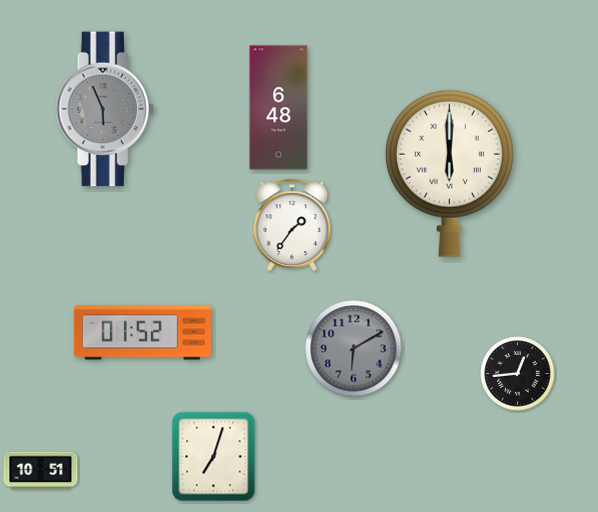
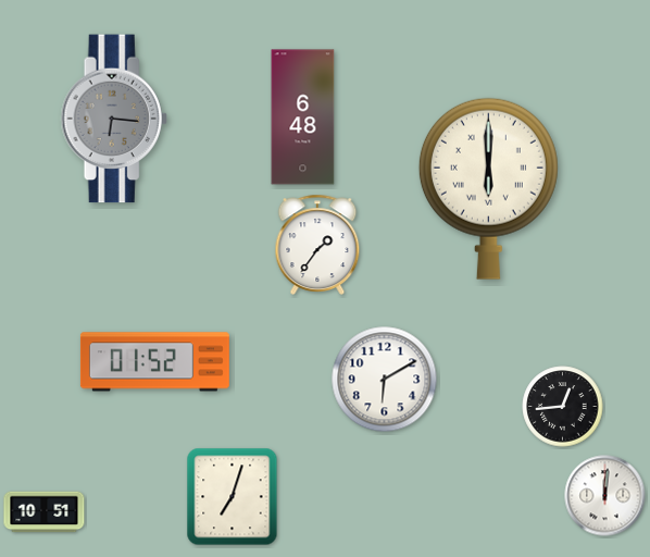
clock at (105, 109): 5:56 -> 6:16
clock at (354, 349) dial: grey -> white
clock at (605, 496): none -> 12:01
